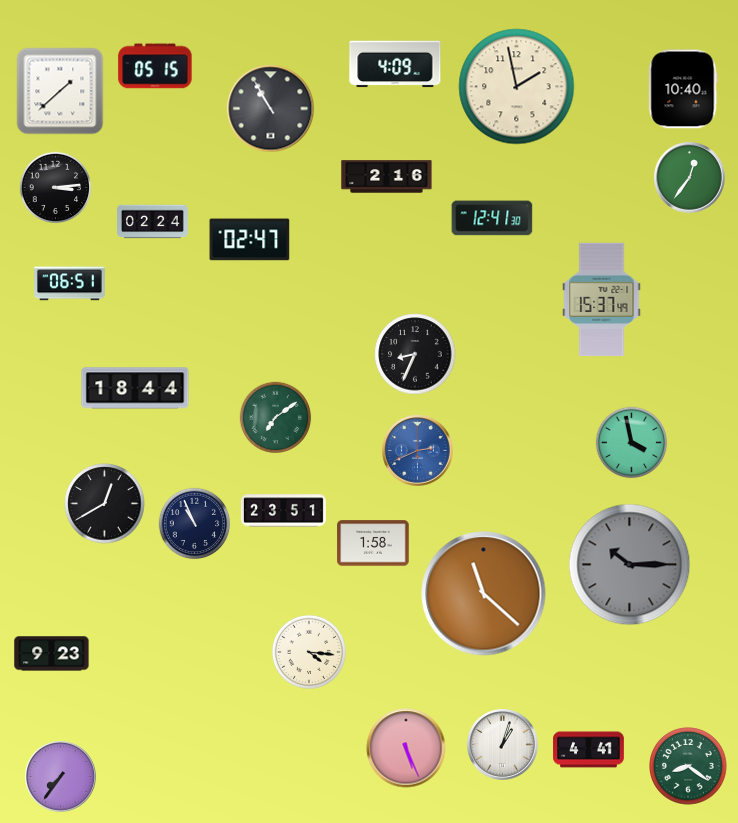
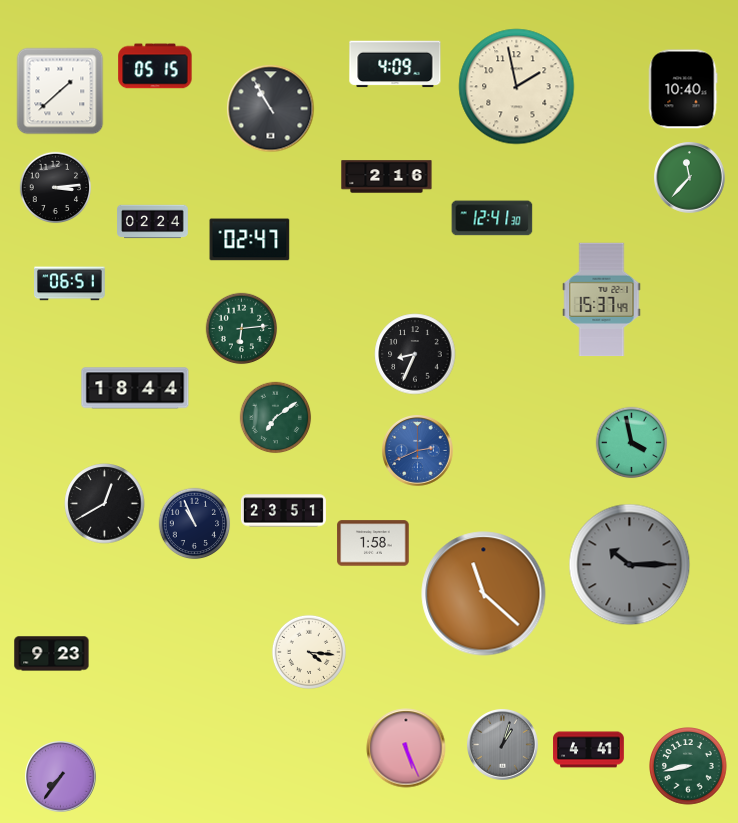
clock at (690, 178): 12:36 -> 11:37
clock at (242, 329): none -> 6:14
clock at (503, 745) dial: white -> grey
clock at (688, 766): 8:21 -> 8:43
